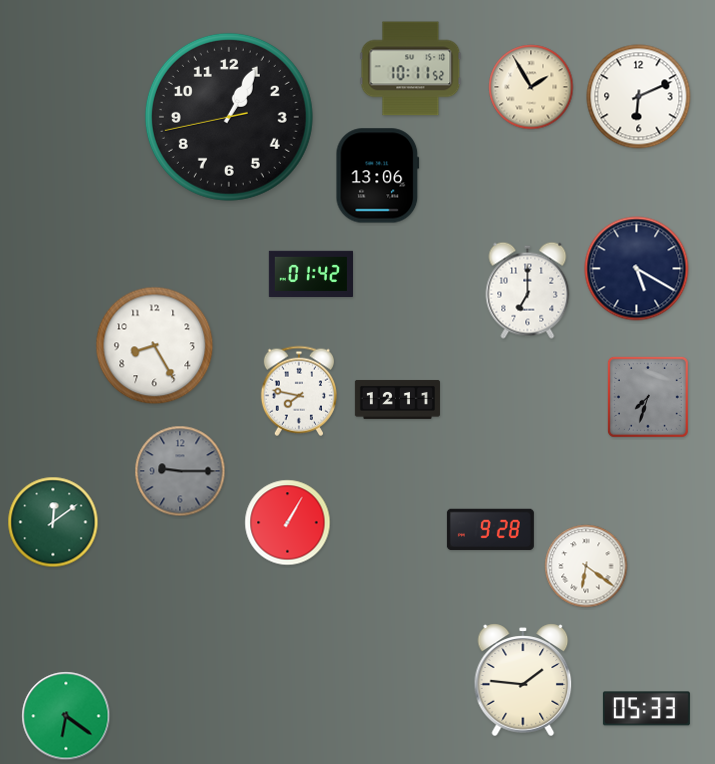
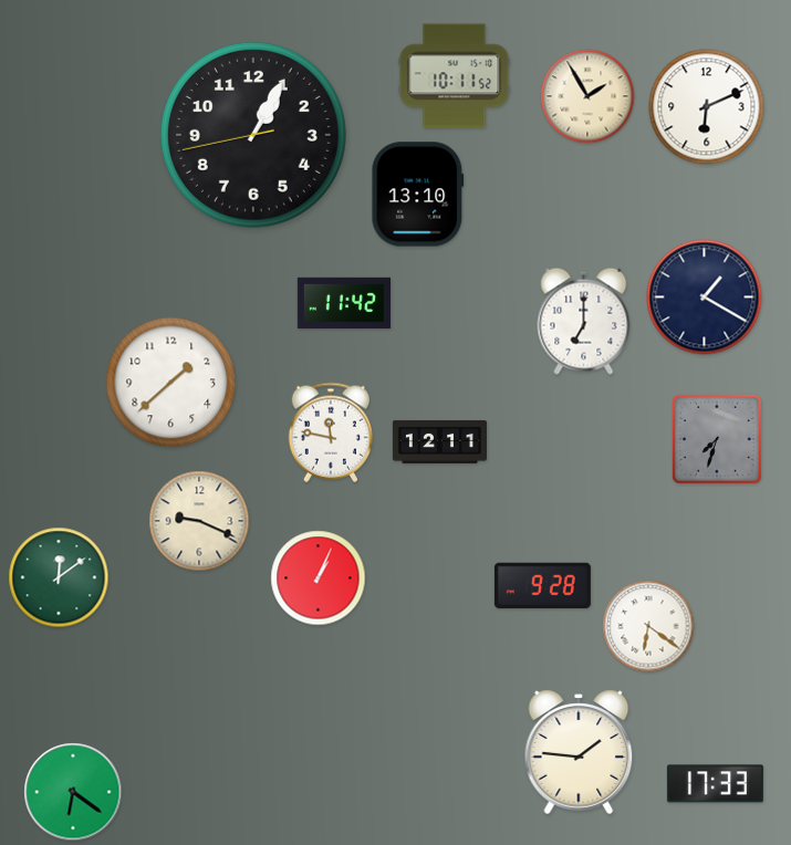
clock at (229, 117) position: (229, 117) -> (253, 135)
clock at (378, 176): 13:06 -> 13:10
clock at (637, 269): 5:20 -> 1:20
clock at (310, 273): 01:42 -> 11:42
clock at (155, 346): 8:25 -> 1:38
clock at (299, 391): 7:47 -> 11:47
clock at (180, 471): 9:15 -> 9:19
clock at (180, 471) dial: grey -> cream
clock at (288, 523): 1:05 -> 1:04
clock at (646, 709): 05:33 -> 17:33
